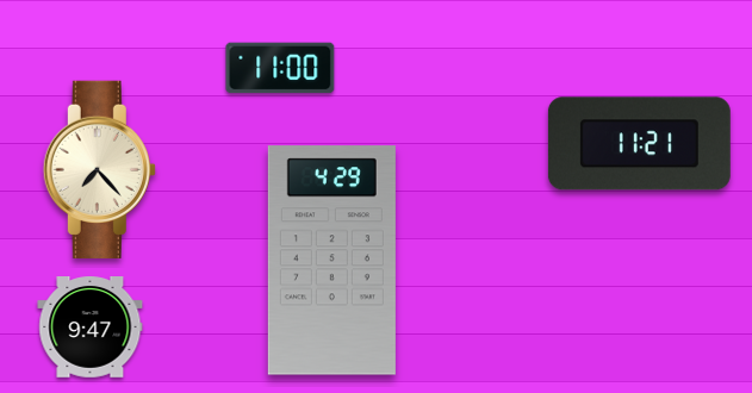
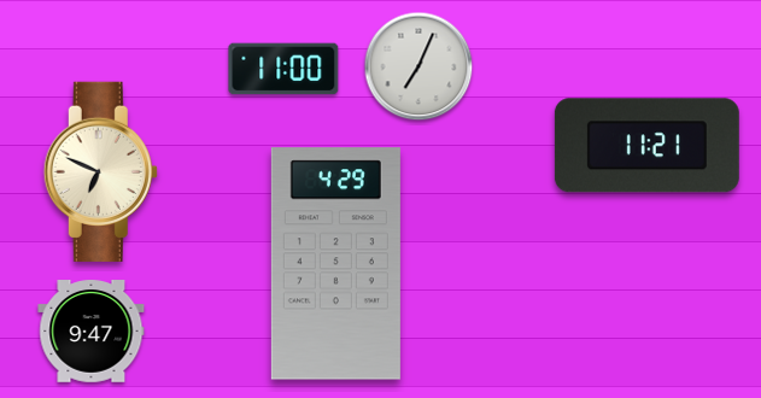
clock at (418, 66): none -> 7:04
clock at (99, 169): 7:23 -> 6:49
